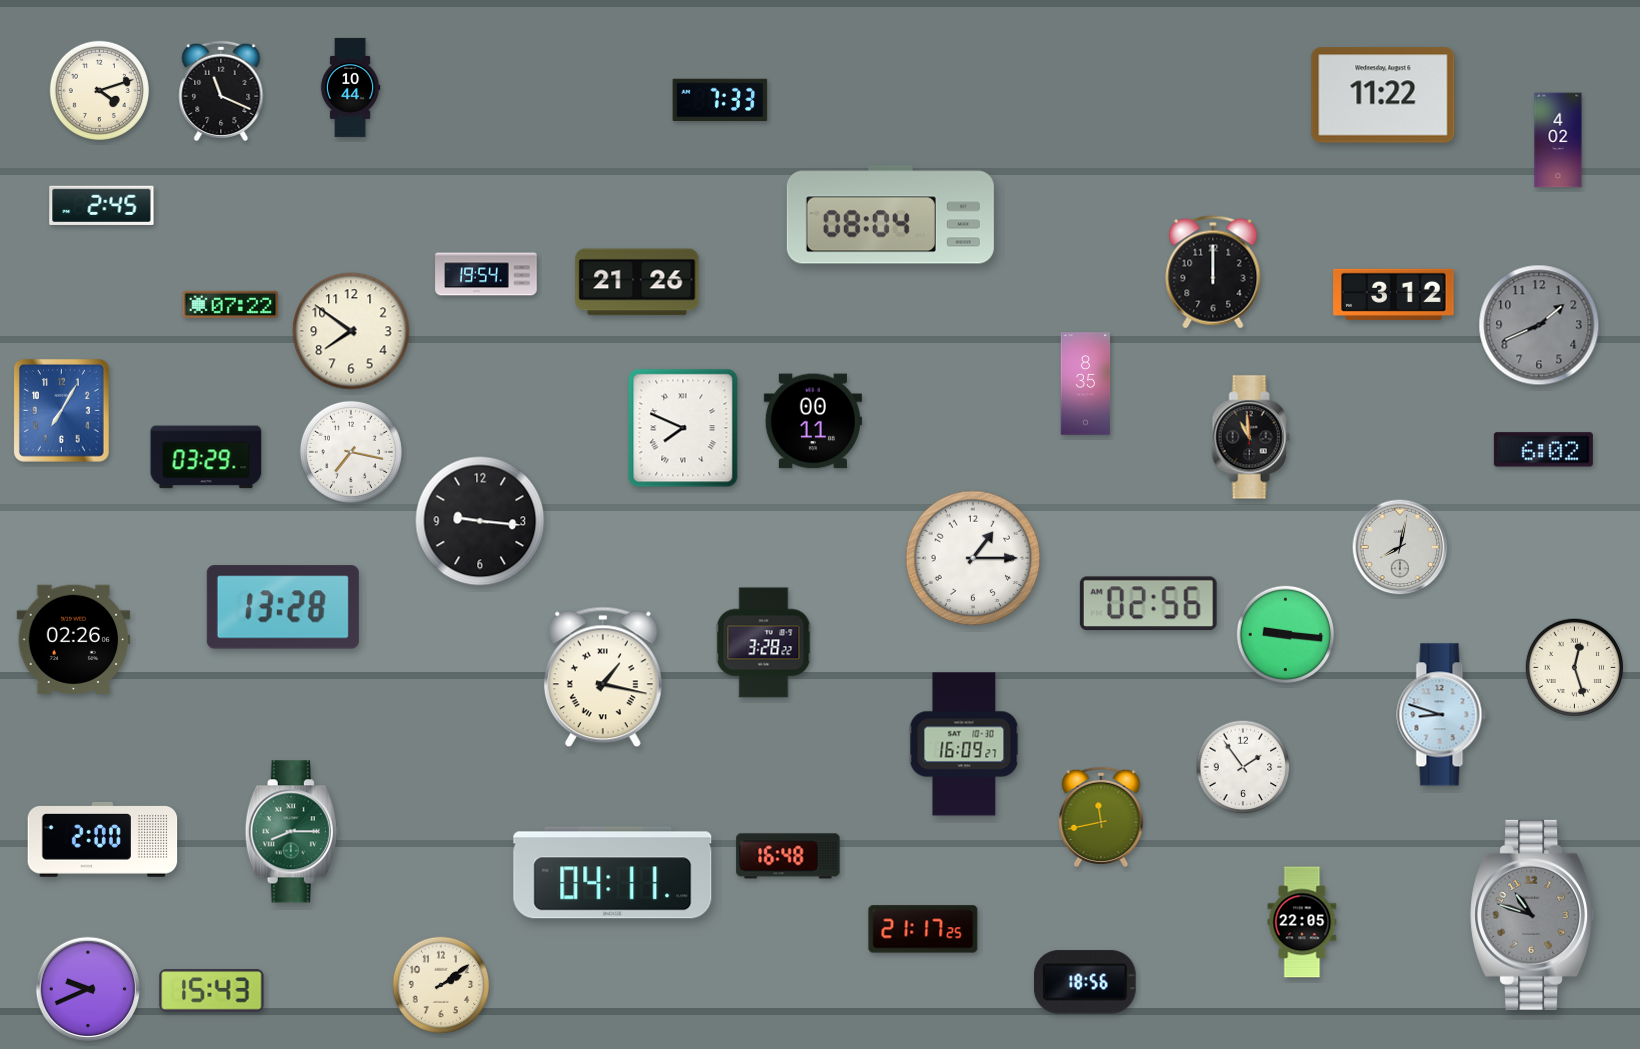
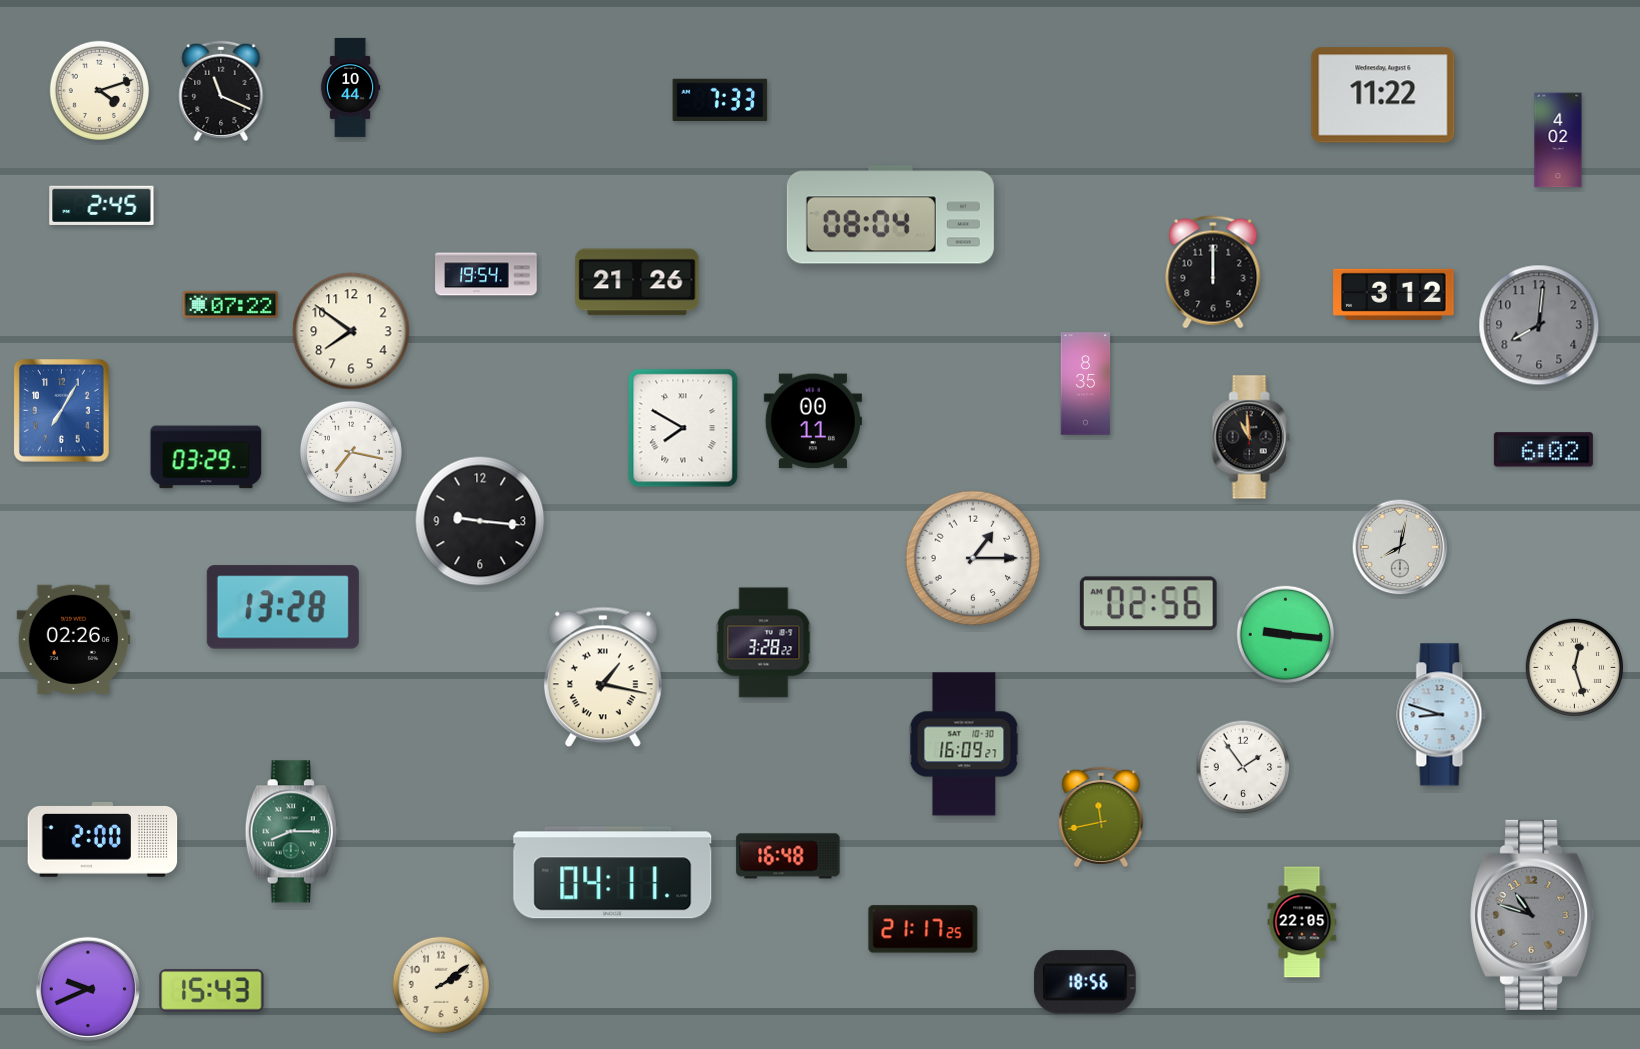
clock at (1539, 325): 1:41 -> 8:01
clock at (683, 428): 7:49 -> 7:50
